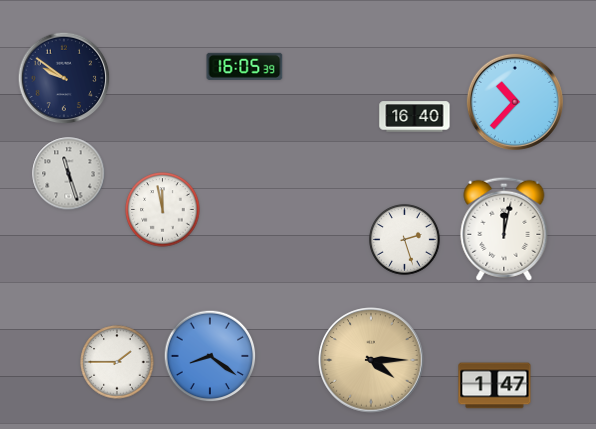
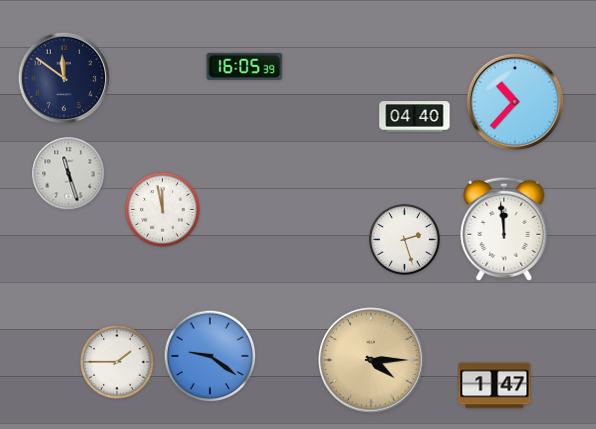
clock at (64, 78): 9:51 -> 11:51
clock at (415, 117): 16:40 -> 04:40
clock at (504, 229): 12:02 -> 11:59
clock at (210, 356): 8:21 -> 9:21
